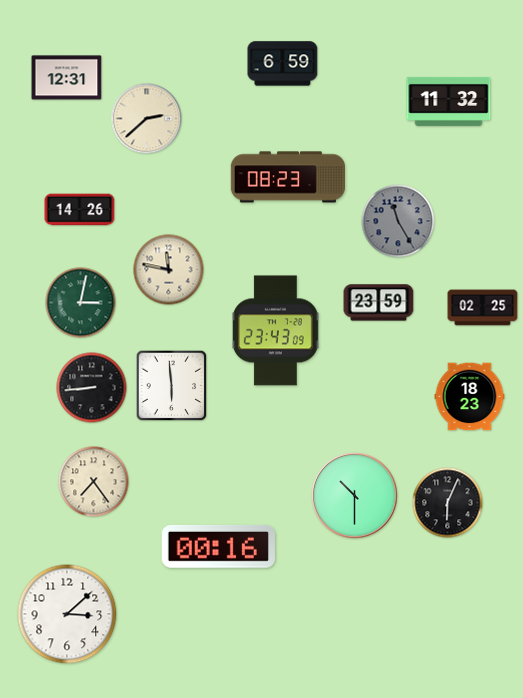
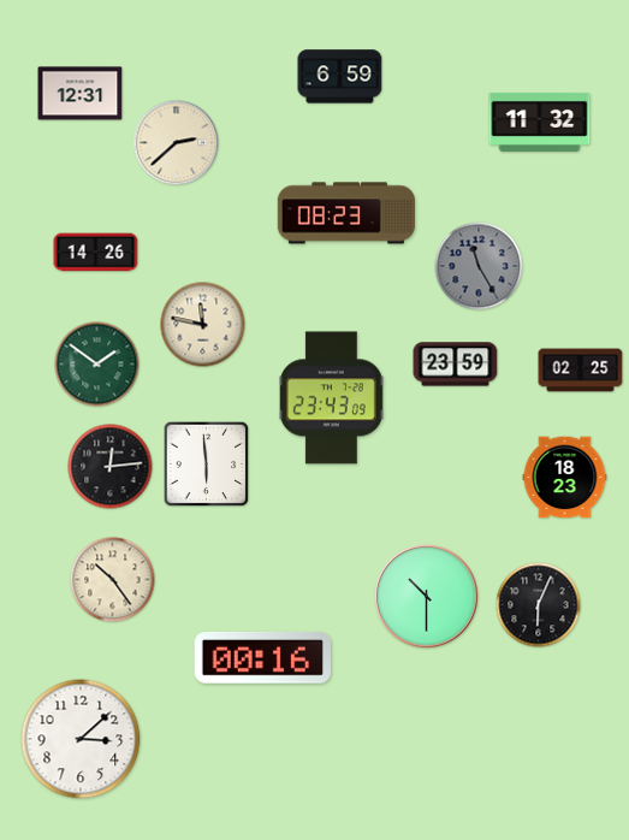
clock at (81, 303): 3:02 -> 1:51
clock at (92, 388): 8:44 -> 12:14
clock at (94, 482): 7:24 -> 10:24
